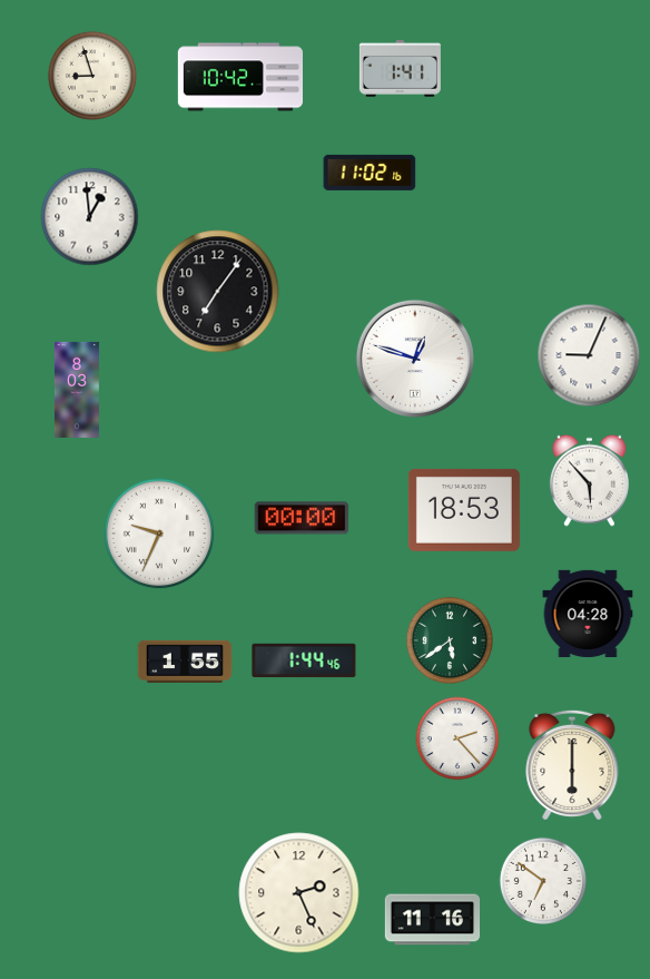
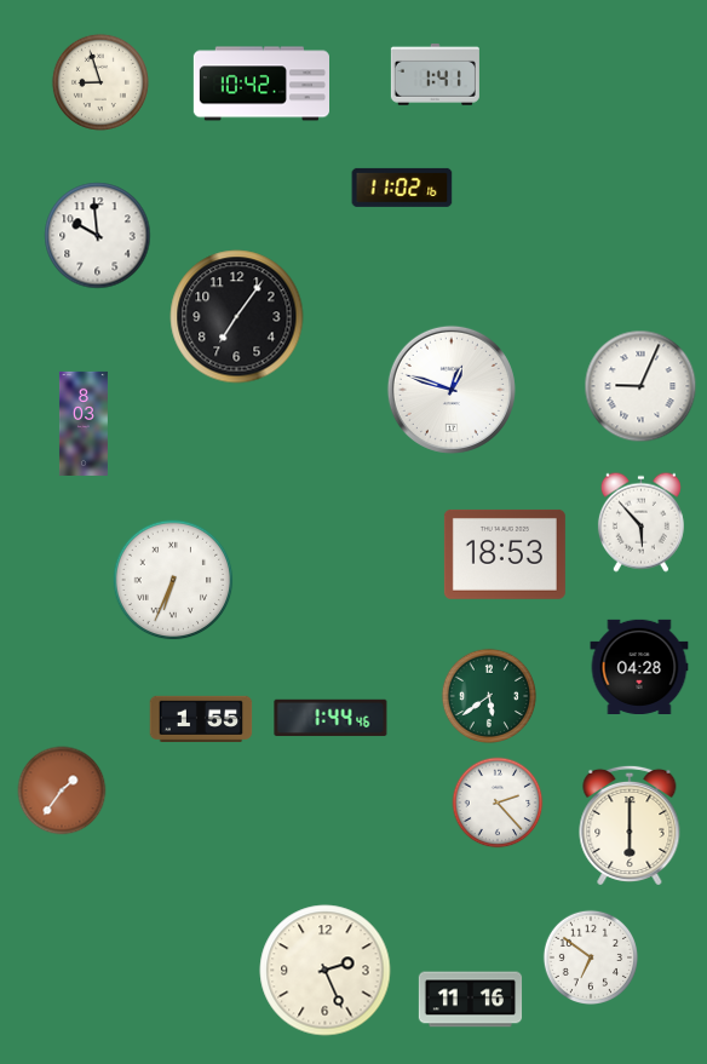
clock at (90, 217): 12:59 -> 9:59
clock at (302, 518): 00:00 -> none
clock at (159, 533): 9:34 -> 6:34
clock at (62, 790): none -> 1:36
clock at (572, 765) position: (572, 765) -> (630, 826)
